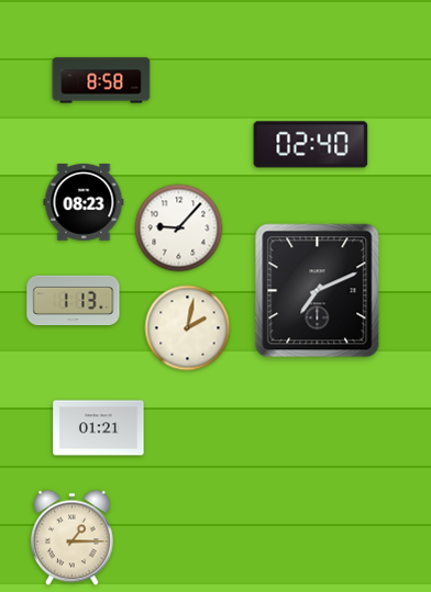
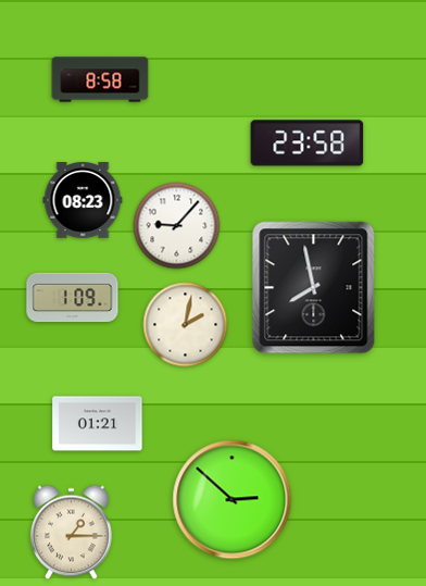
clock at (311, 145): 02:40 -> 23:58
clock at (318, 291): 7:11 -> 7:58
clock at (74, 301): 1:13 -> 1:09
clock at (233, 500): none -> 2:52
